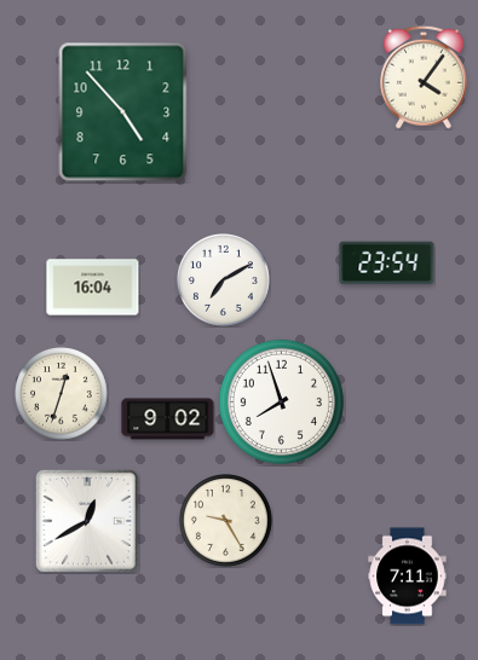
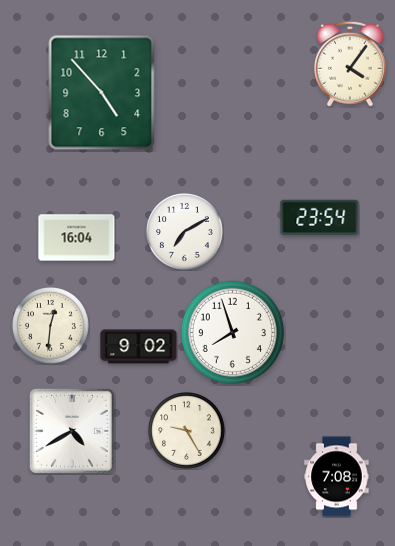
clock at (62, 394): 12:33 -> 12:31
clock at (87, 521): 12:40 -> 4:40
clock at (408, 577): 7:11 -> 7:08
